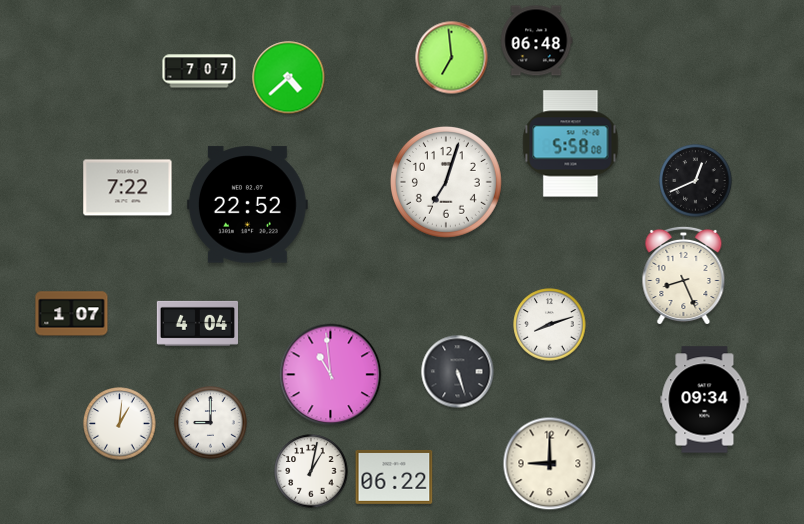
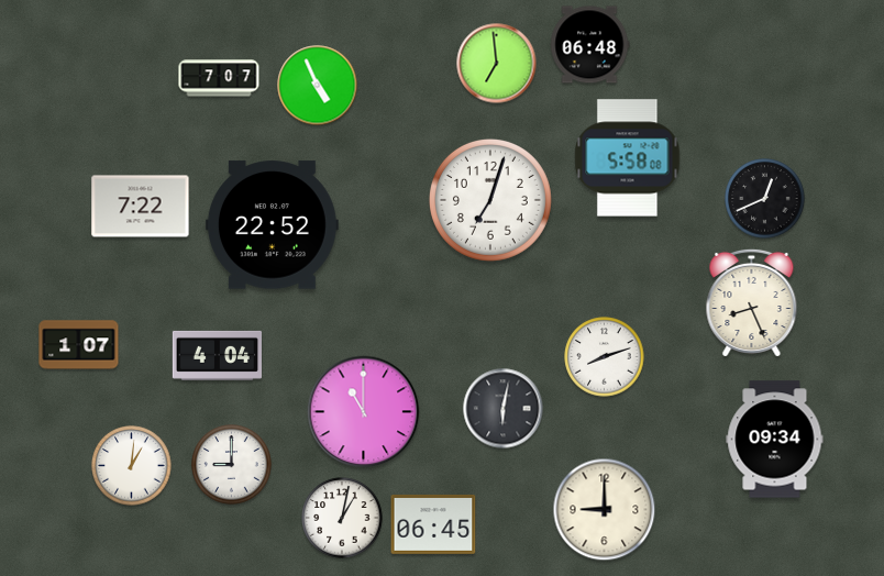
clock at (289, 78): 4:38 -> 4:56
clock at (458, 372): 5:27 -> 6:02
clock at (331, 375): 10:59 -> 11:00
clock at (394, 477): 06:22 -> 06:45
